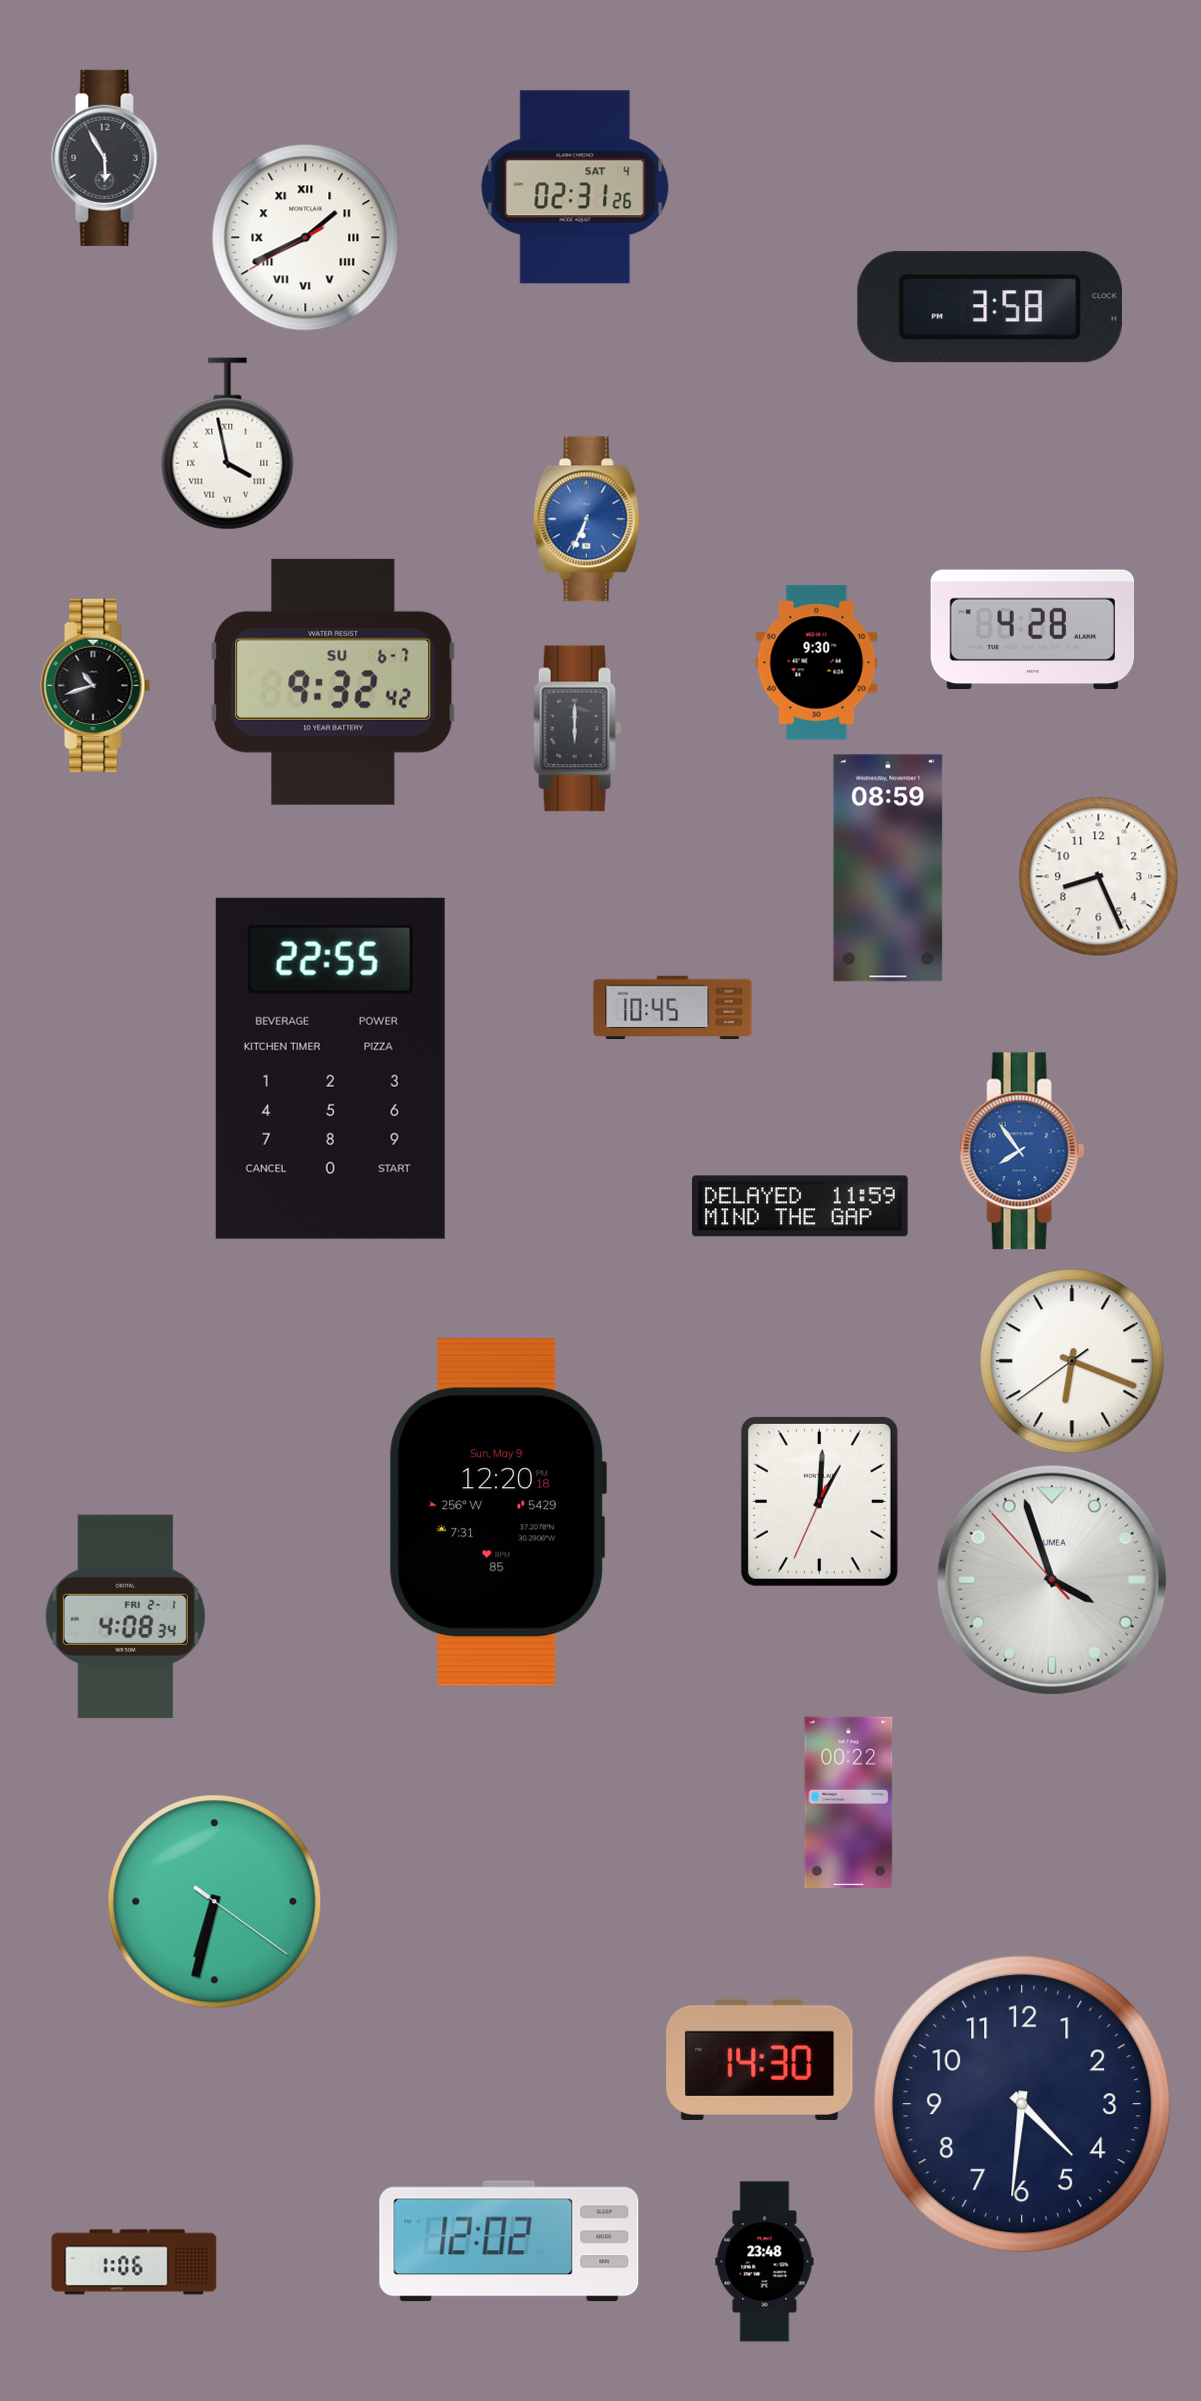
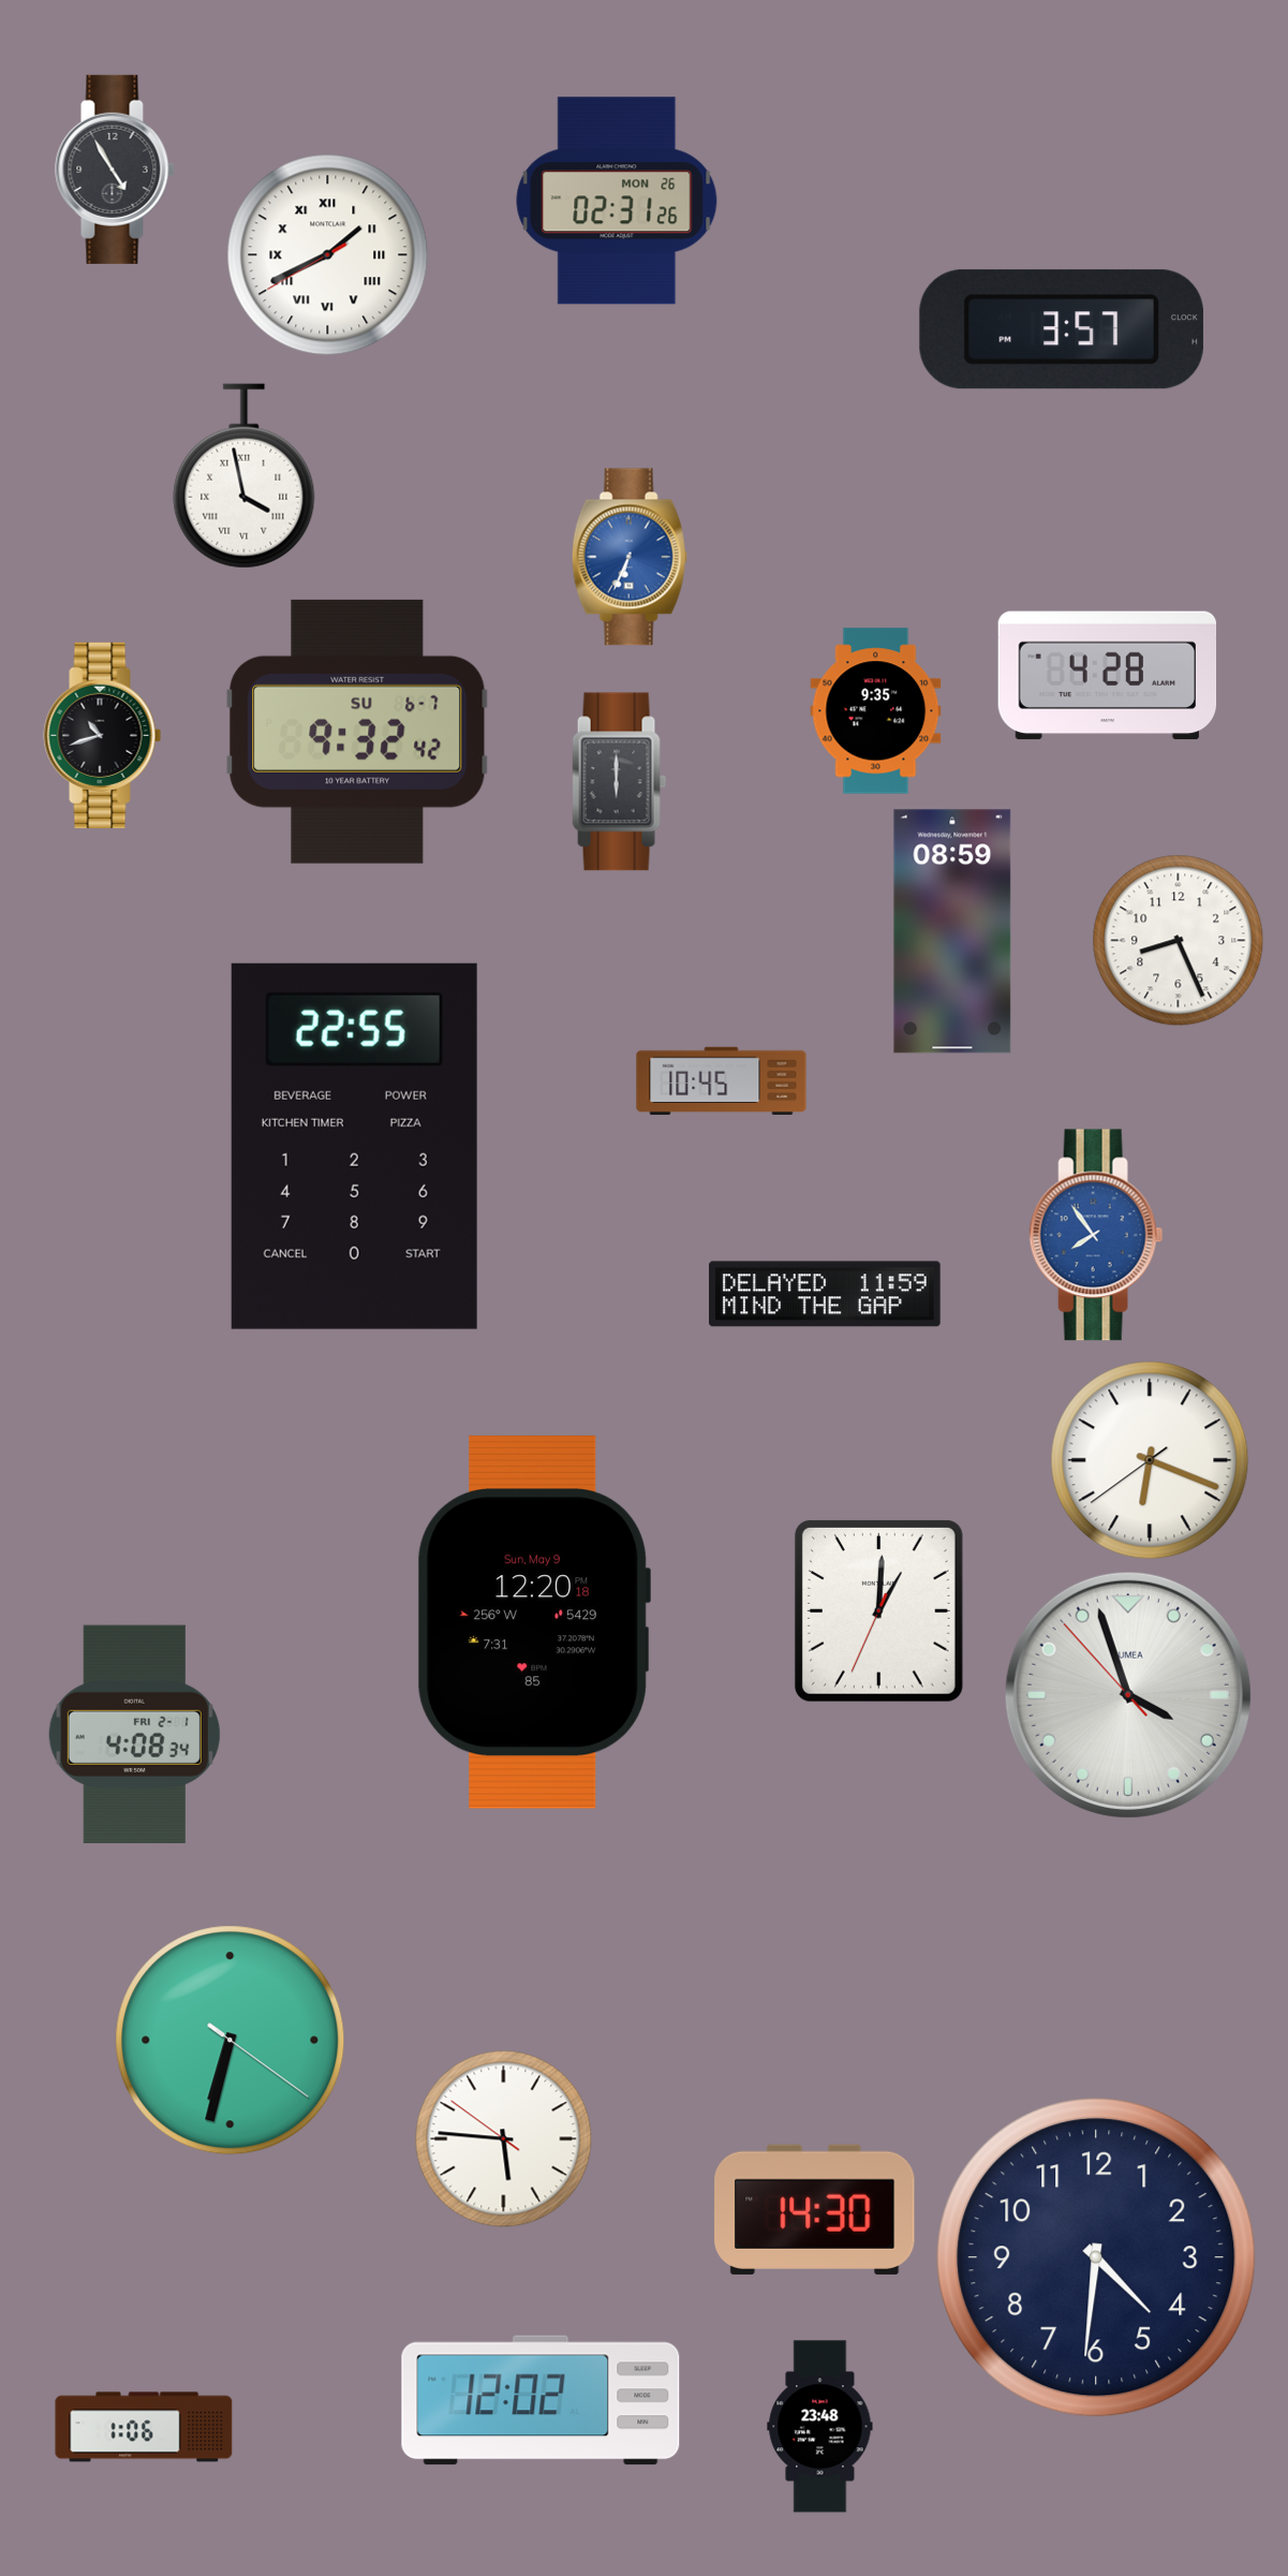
clock at (107, 158): 5:55 -> 4:55
clock at (575, 187) date: SAT 4 -> MON 26
clock at (990, 307): 3:58 -> 3:57
clock at (817, 663): 9:30 -> 9:35
clock at (800, 1206) position: (800, 1206) -> (825, 1294)
clock at (849, 1803): 00:22 -> none
clock at (504, 2139): none -> 5:45
clock at (509, 2241) position: (509, 2241) -> (541, 2400)
